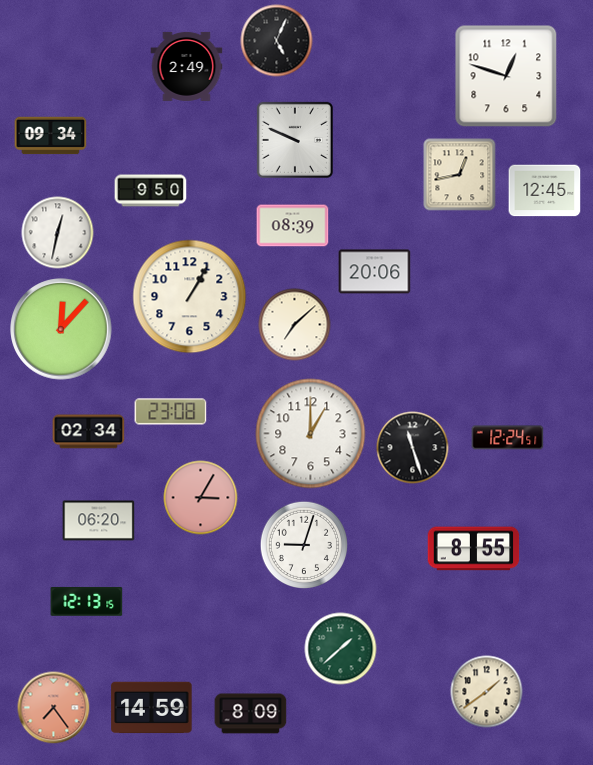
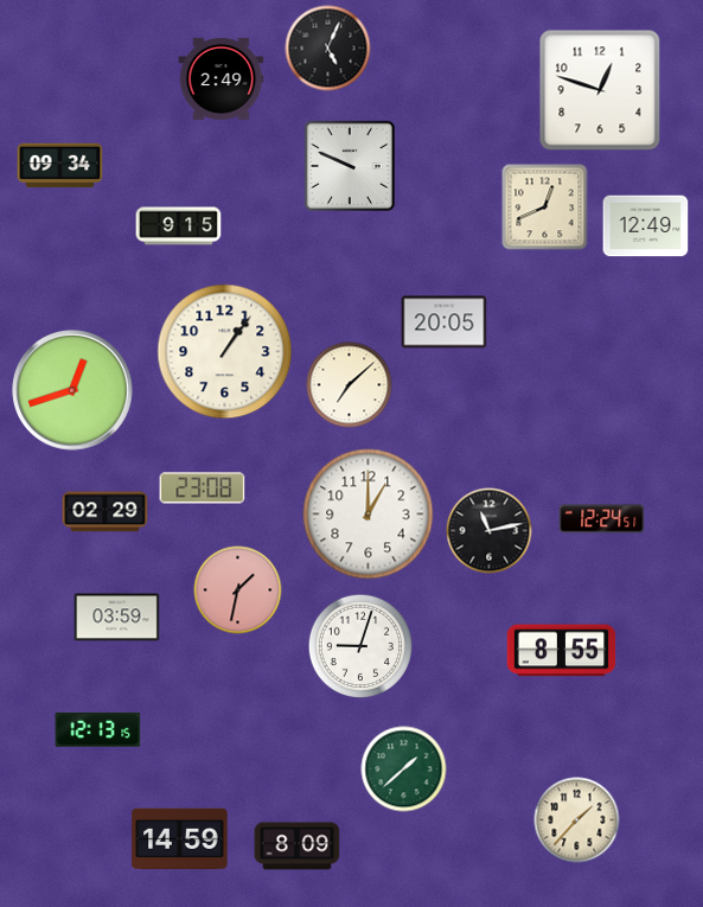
clock at (51, 136) position: (51, 136) -> (60, 166)
clock at (460, 175): 12:43 -> 12:41
clock at (151, 191): 9:50 -> 9:15
clock at (545, 191): 12:45 -> 12:49
clock at (293, 226): 08:39 -> none
clock at (58, 233): 12:32 -> none
clock at (375, 272): 20:06 -> 20:05
clock at (190, 297): 1:05 -> 1:06
clock at (61, 329): 12:07 -> 12:42
clock at (89, 432): 02:34 -> 02:29
clock at (413, 448): 11:27 -> 11:13
clock at (201, 498): 3:05 -> 1:32
clock at (99, 521): 06:20 -> 03:59
clock at (87, 601) position: (87, 601) -> (98, 729)
clock at (487, 692): 1:39 -> 1:37
clock at (54, 708): 7:24 -> none
